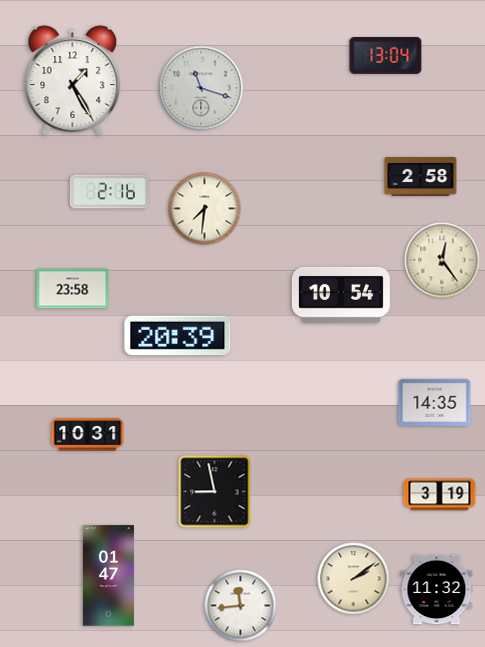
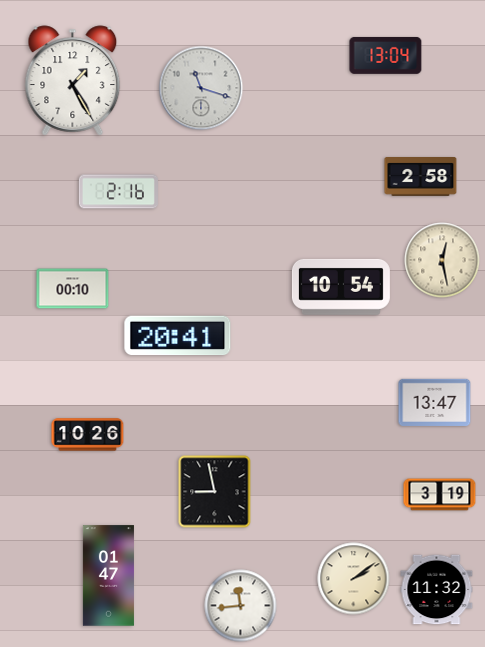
clock at (109, 192) position: (109, 192) -> (118, 192)
clock at (205, 209): 7:31 -> none
clock at (442, 260): 12:24 -> 12:28
clock at (73, 289): 23:58 -> 00:10
clock at (341, 295) position: (341, 295) -> (341, 287)
clock at (178, 336): 20:39 -> 20:41
clock at (435, 402): 14:35 -> 13:47
clock at (88, 435): 10:31 -> 10:26
